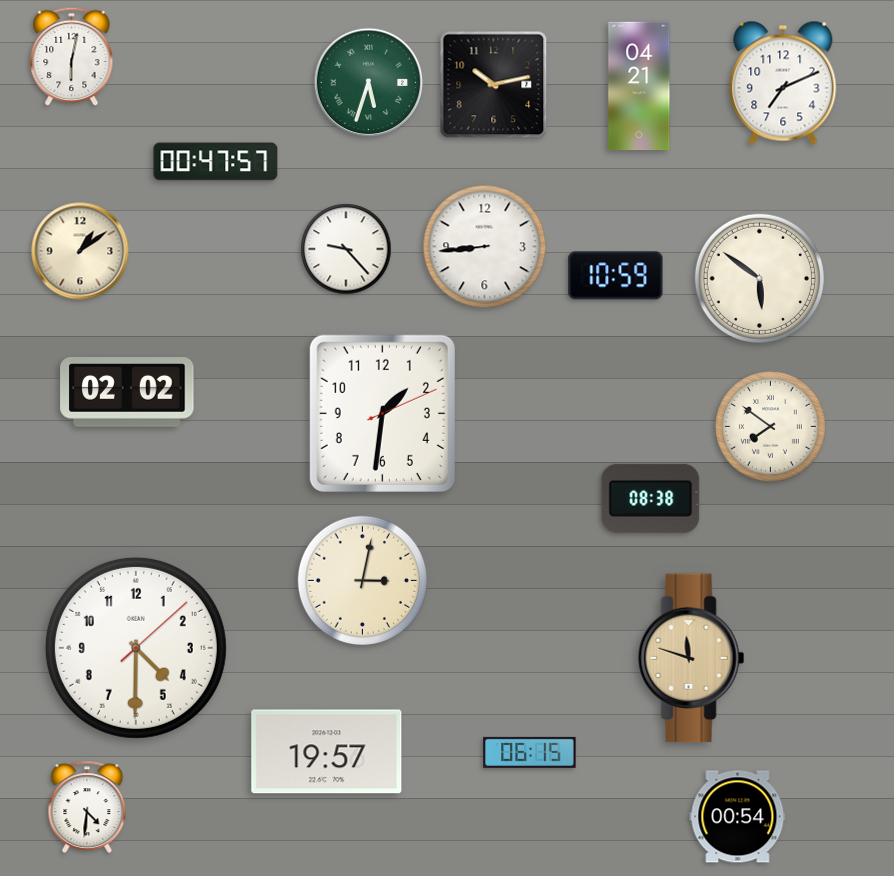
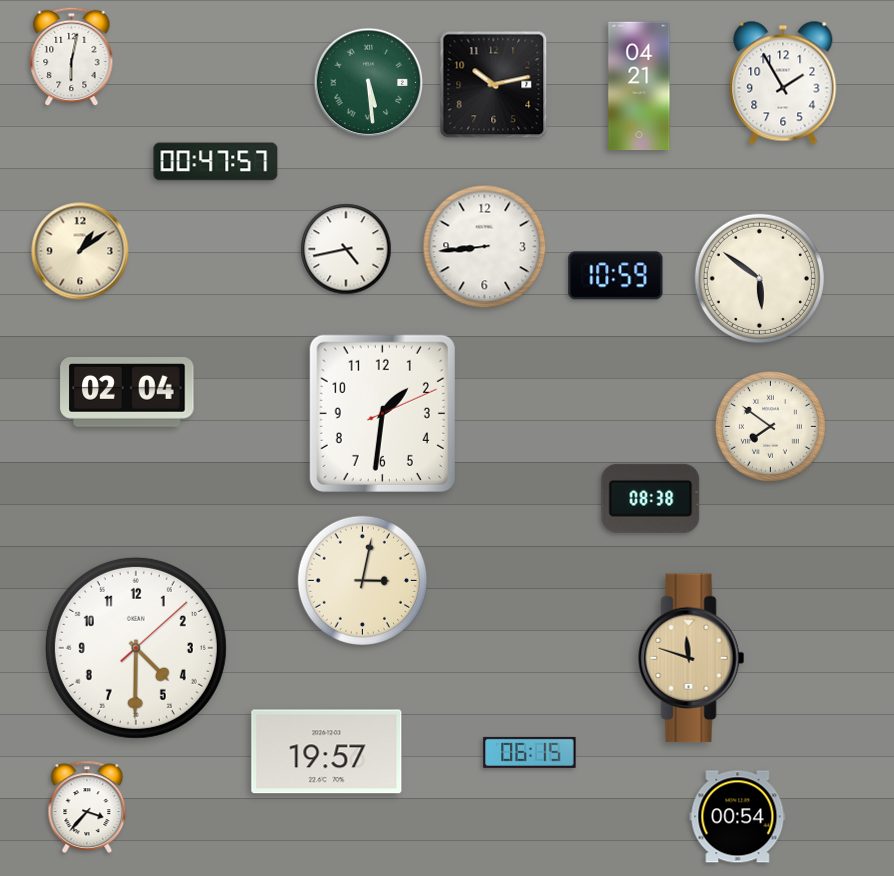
clock at (369, 83): 5:33 -> 5:29
clock at (783, 83): 7:11 -> 1:55
clock at (346, 249): 9:23 -> 4:43
clock at (127, 393): 02:02 -> 02:04
clock at (87, 807): 4:31 -> 3:37
